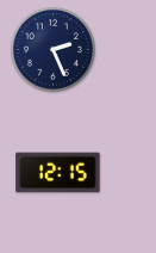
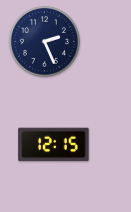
clock at (58, 173) position: (58, 173) -> (54, 145)
